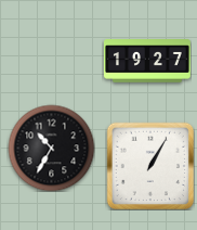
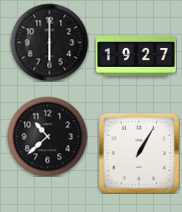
clock at (49, 42): none -> 6:00
clock at (51, 148): 10:35 -> 10:38
